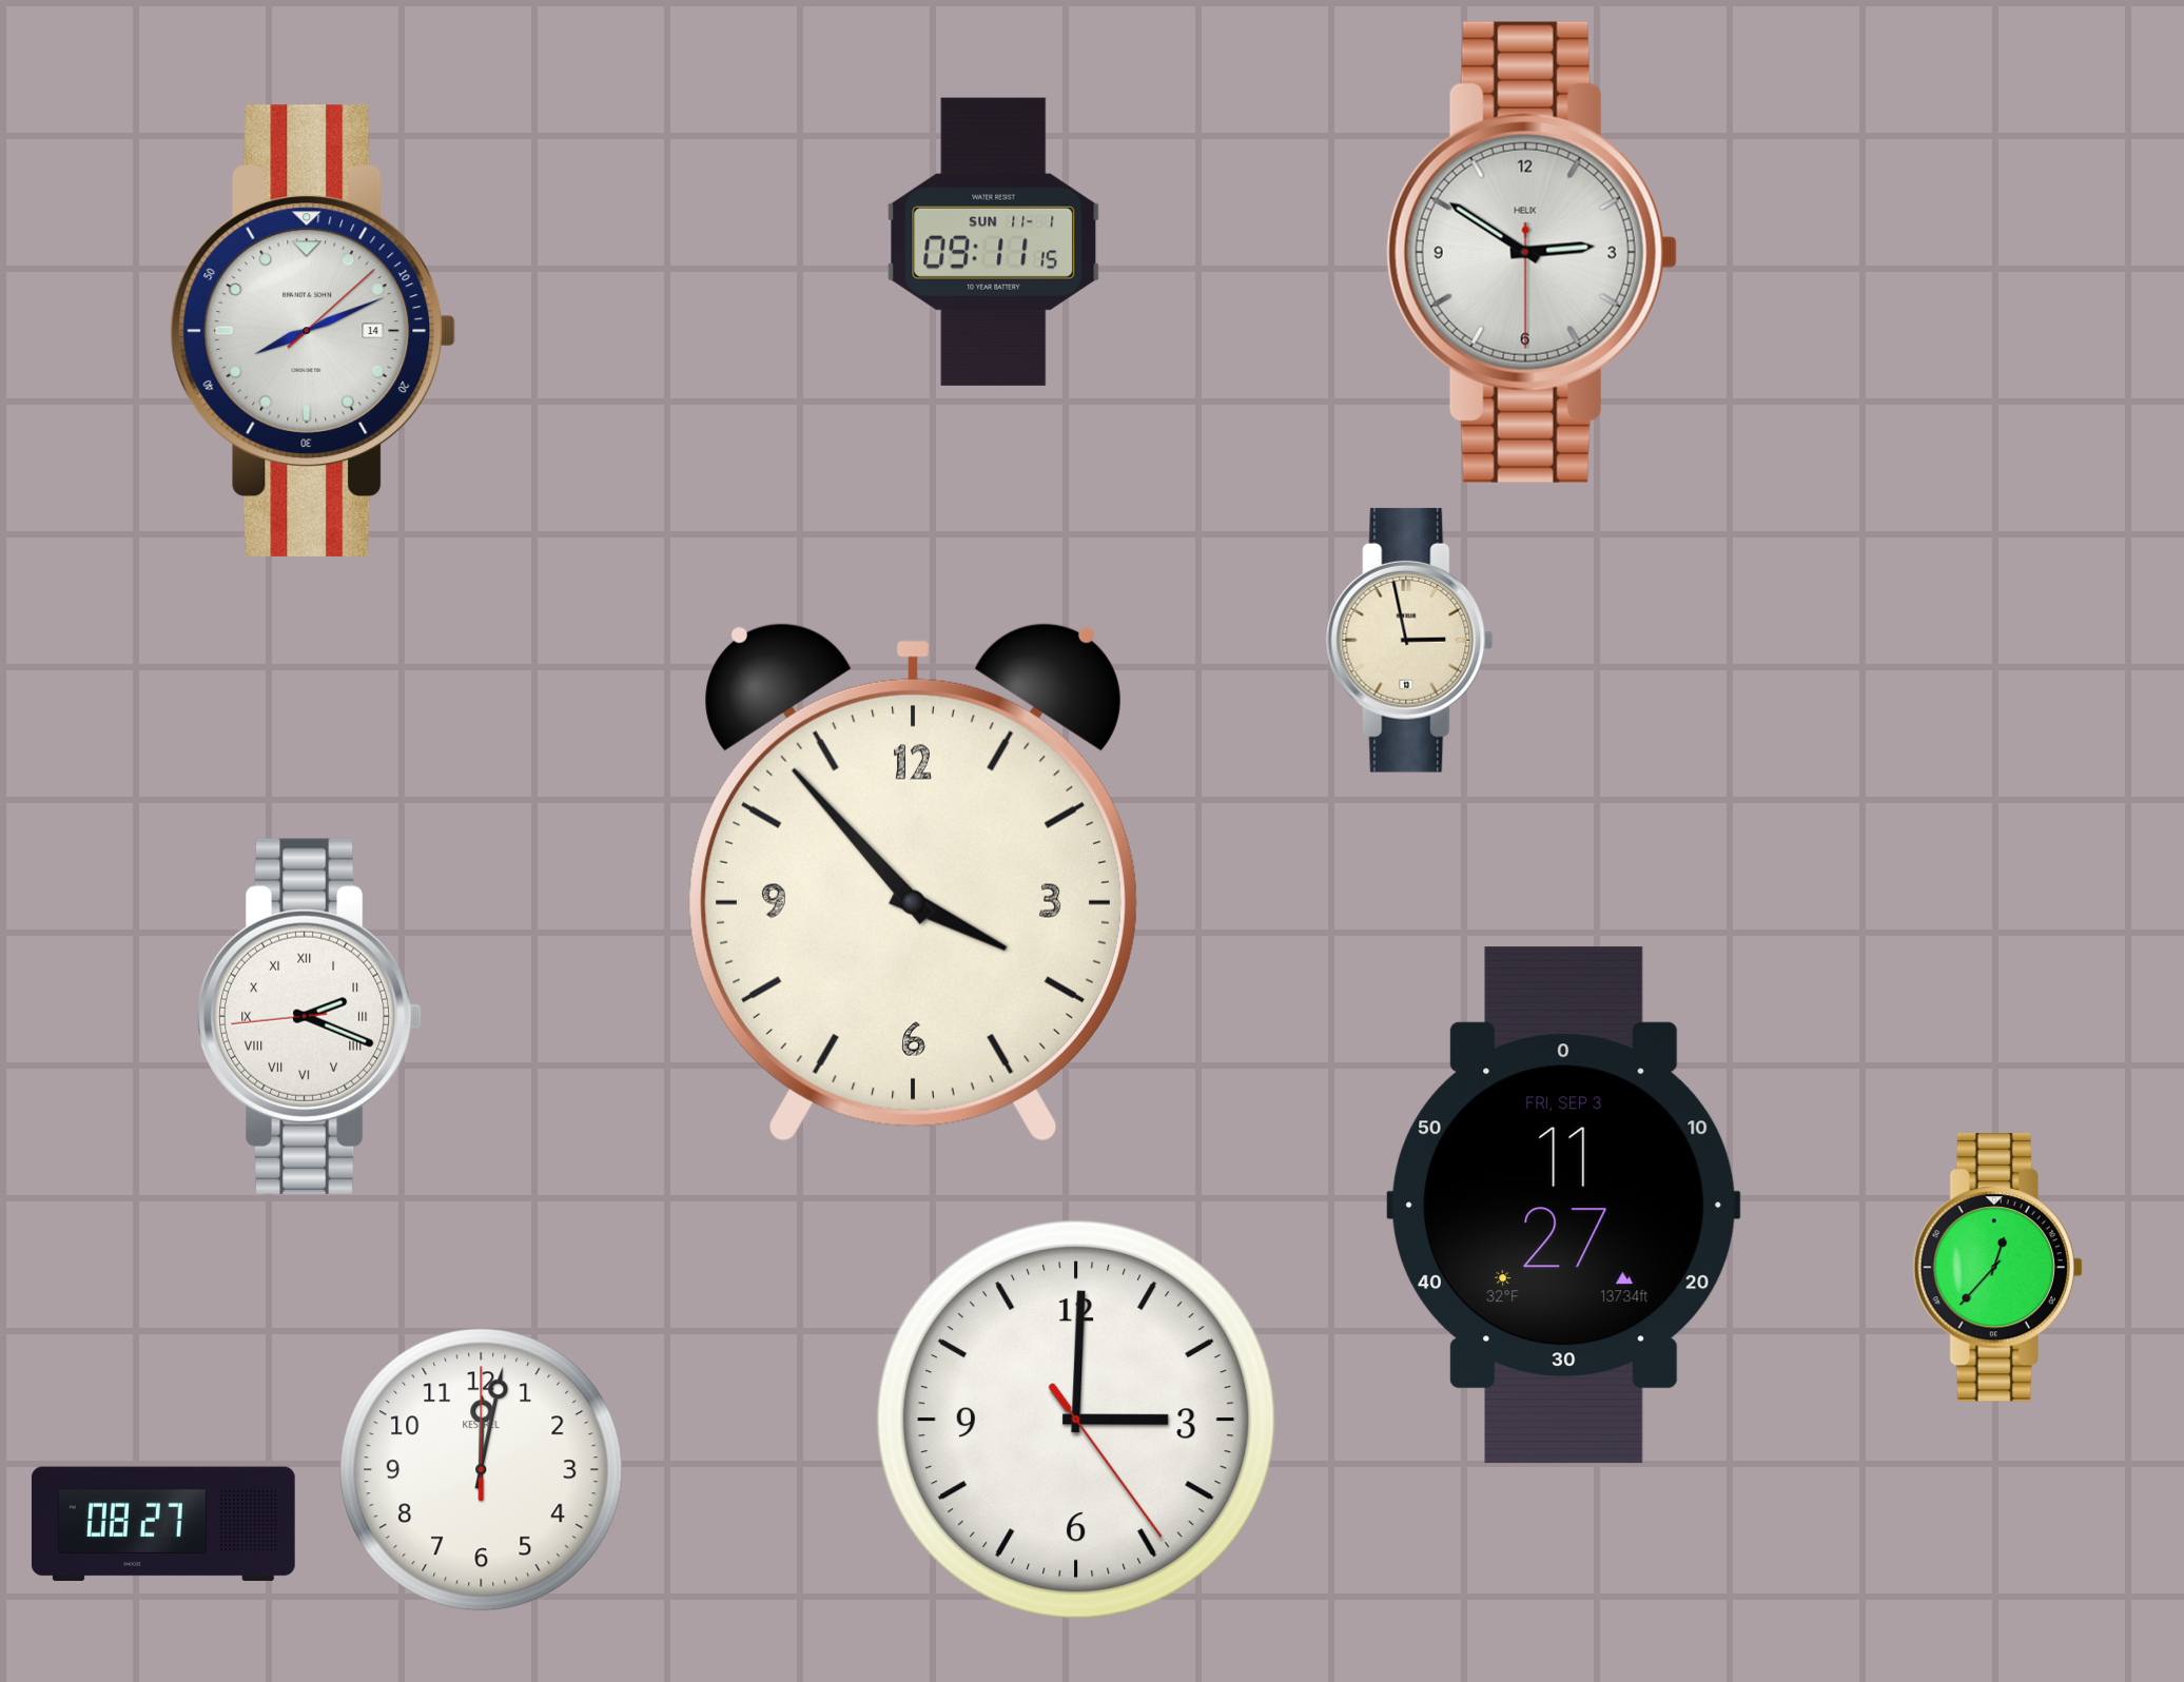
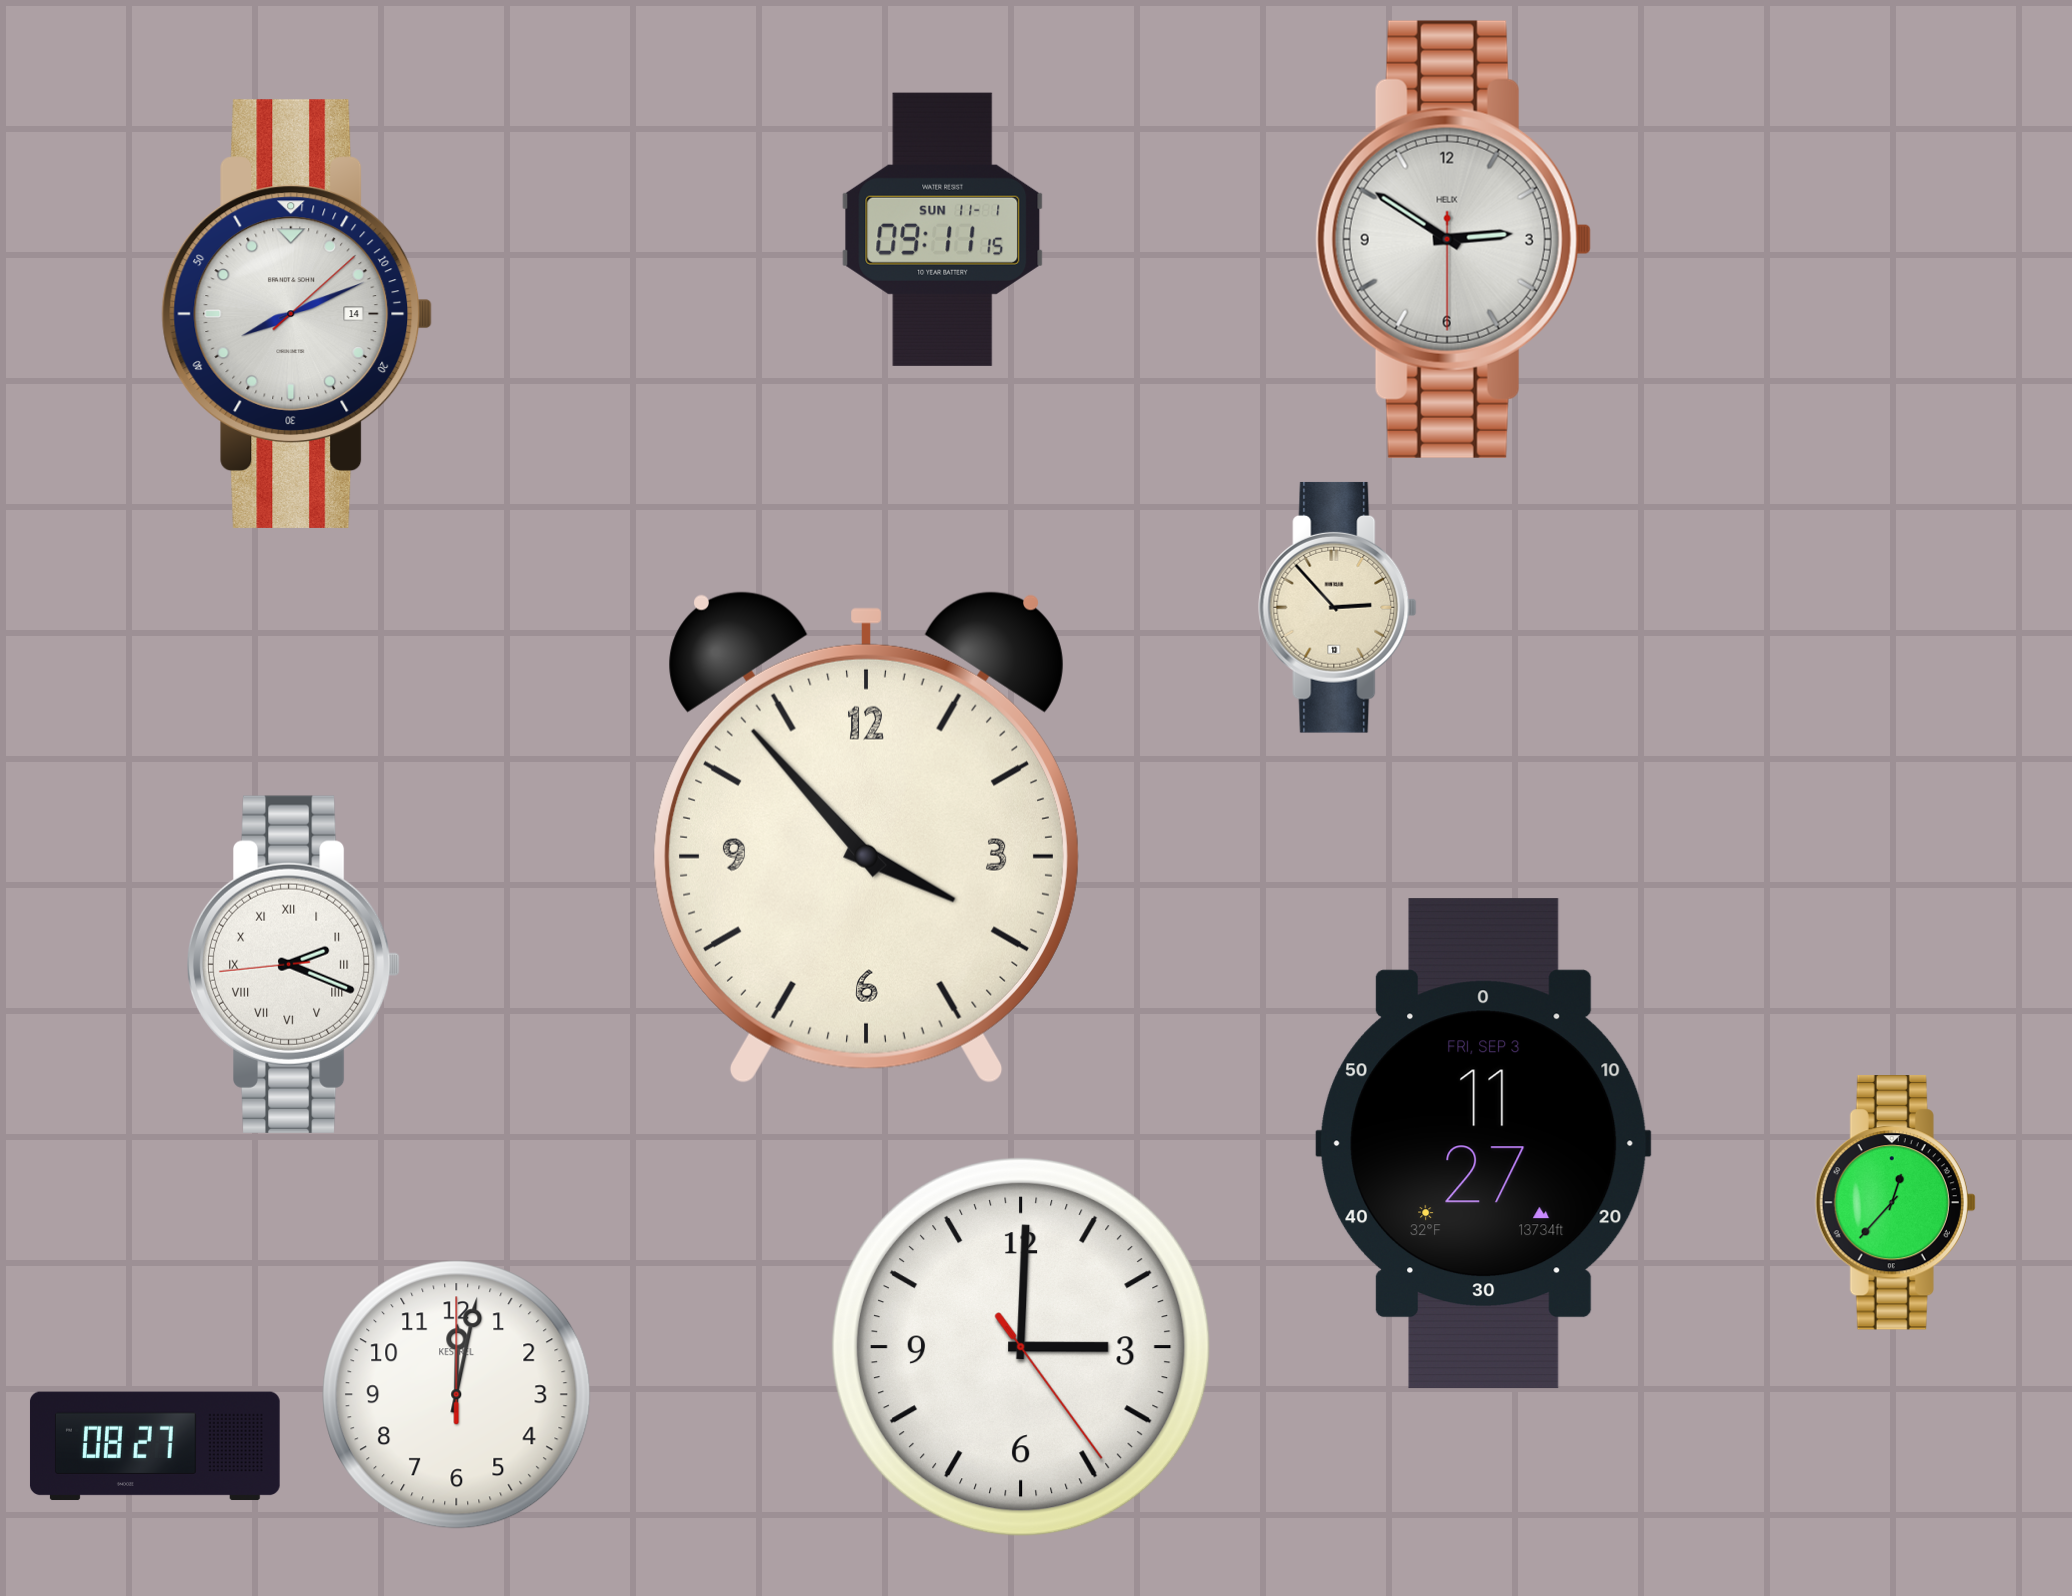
clock at (1410, 640): 2:58 -> 2:53
